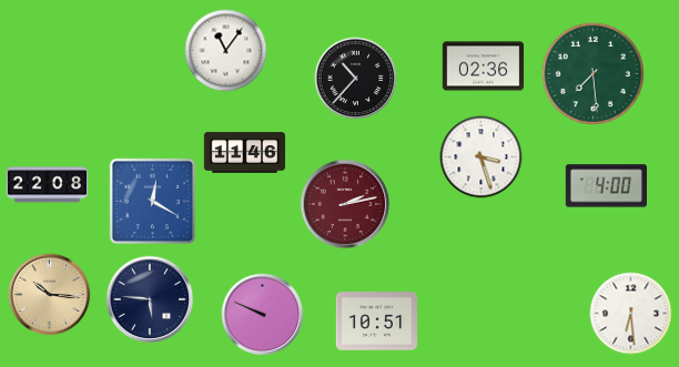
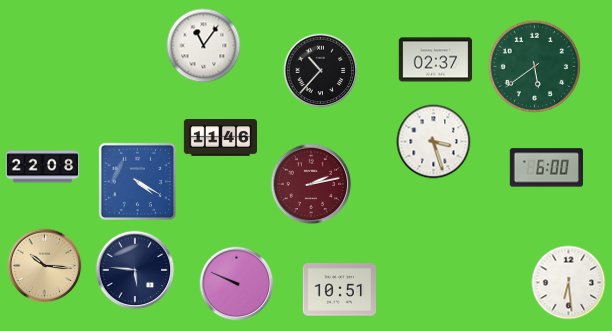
clock at (484, 67): 02:36 -> 02:37
clock at (592, 73): 7:29 -> 5:39
clock at (606, 186): 4:00 -> 6:00
clock at (152, 201): 12:20 -> 4:20
